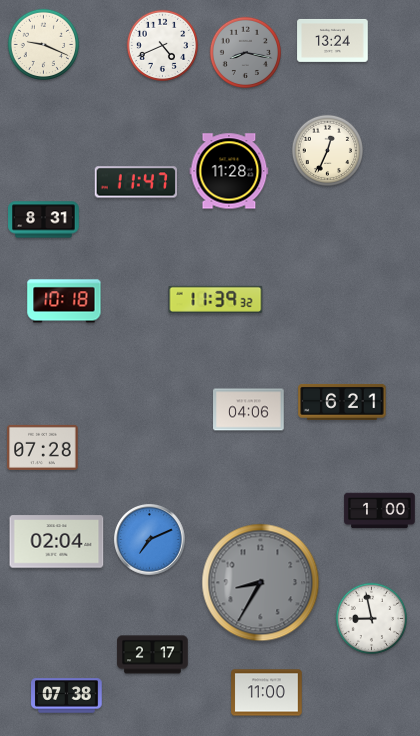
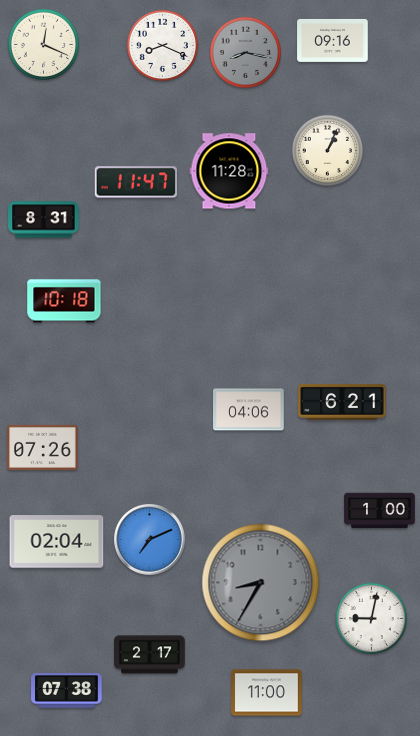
clock at (333, 40): 13:24 -> 09:16
clock at (43, 44): 9:19 -> 12:19
clock at (162, 45): 4:41 -> 8:19
clock at (327, 150): 12:34 -> 1:04
clock at (216, 299): 11:39 -> none
clock at (43, 447): 07:28 -> 07:26
clock at (371, 618): 8:58 -> 9:02
clock at (153, 655) position: (153, 655) -> (150, 655)
clock at (67, 696) position: (67, 696) -> (67, 691)
